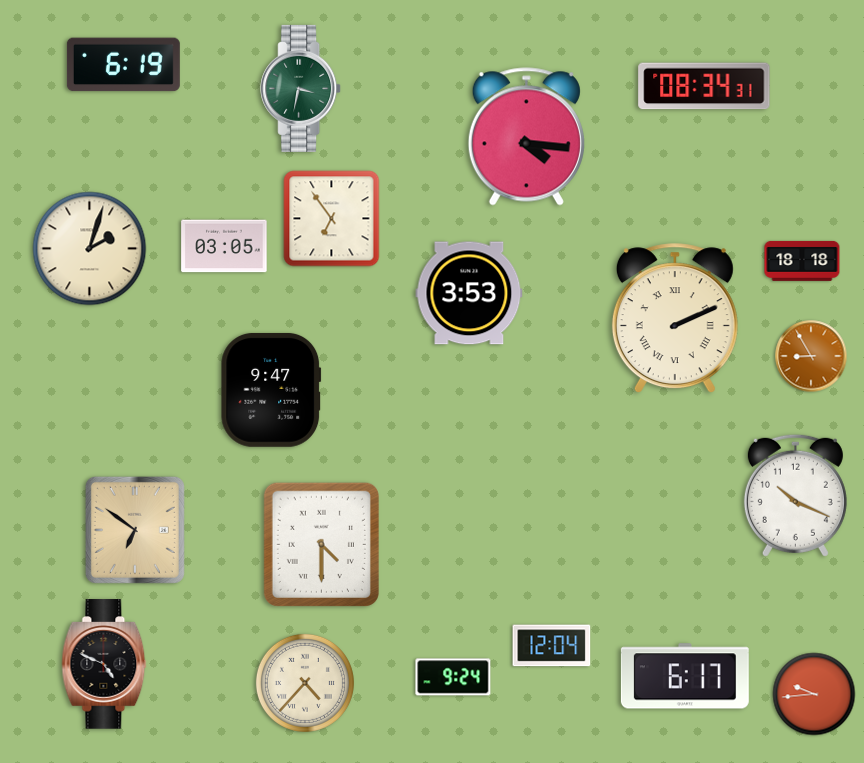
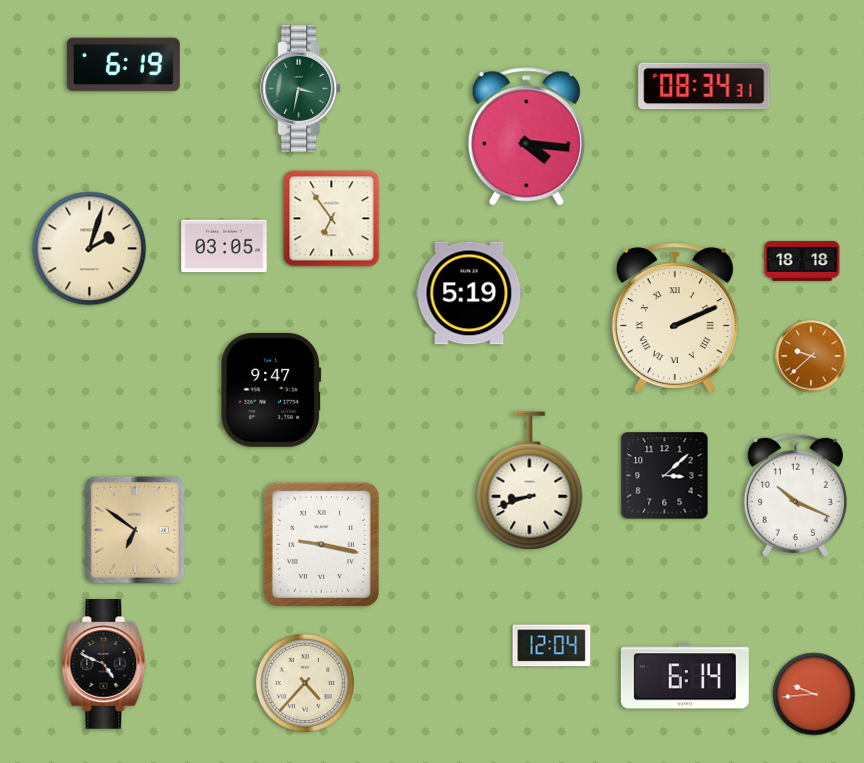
clock at (469, 293): 3:53 -> 5:19
clock at (811, 356): 8:55 -> 9:38
clock at (665, 476): none -> 3:08
clock at (530, 481): none -> 8:42
clock at (321, 544): 4:30 -> 9:17
clock at (685, 676): 6:17 -> 6:14
clock at (453, 677): 9:24 -> none
